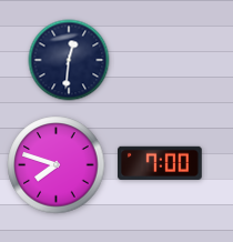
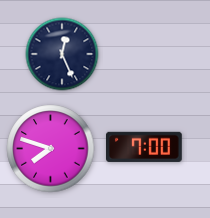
clock at (69, 60): 12:31 -> 12:26
